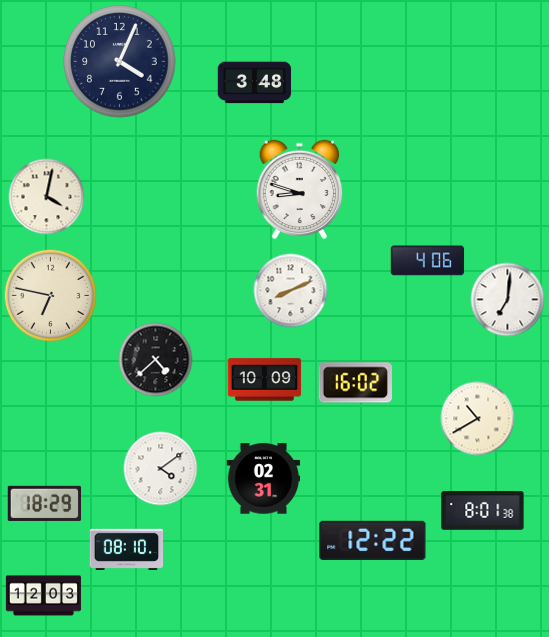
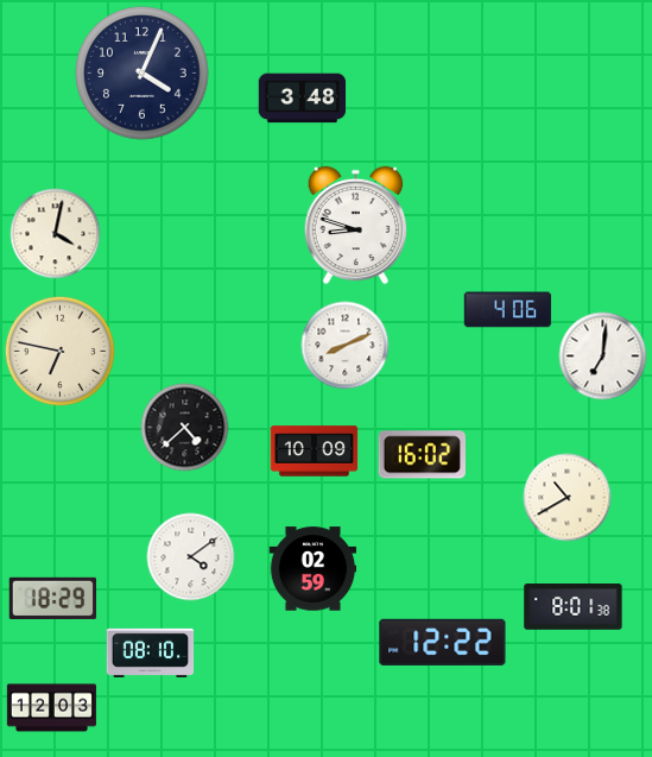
clock at (264, 479): 02:31 -> 02:59
